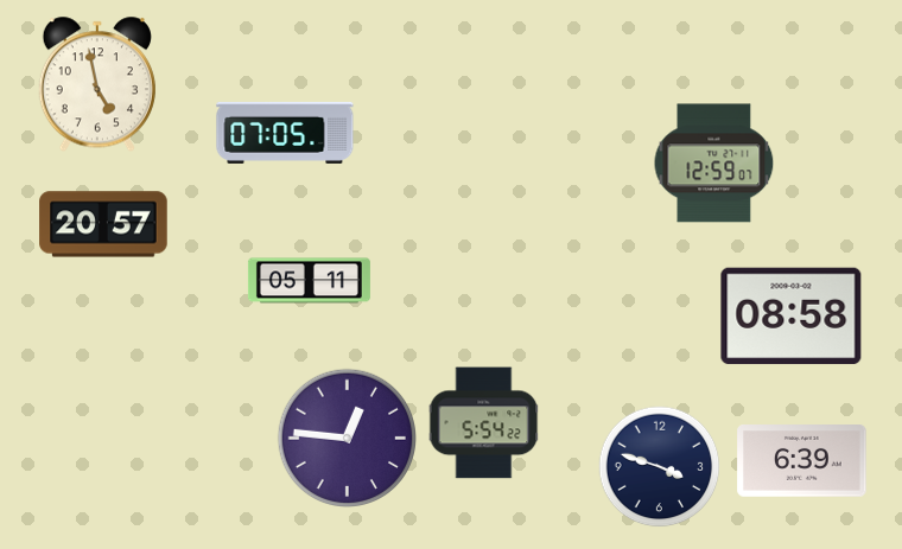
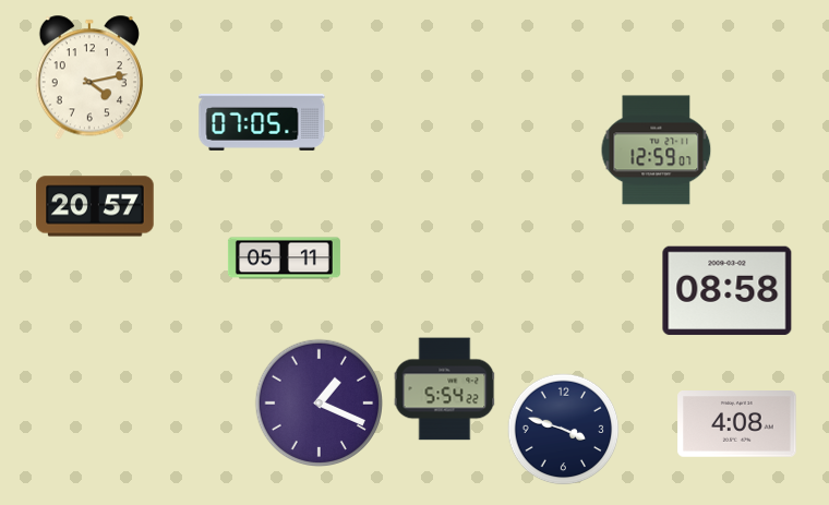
clock at (97, 84): 4:58 -> 4:13
clock at (348, 439): 12:46 -> 1:19
clock at (802, 461): 6:39 -> 4:08
clock at (660, 467) position: (660, 467) -> (564, 430)
